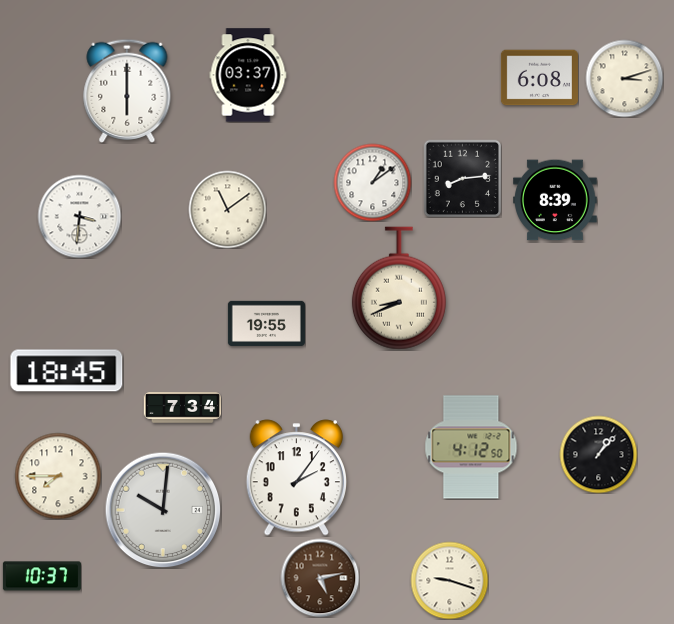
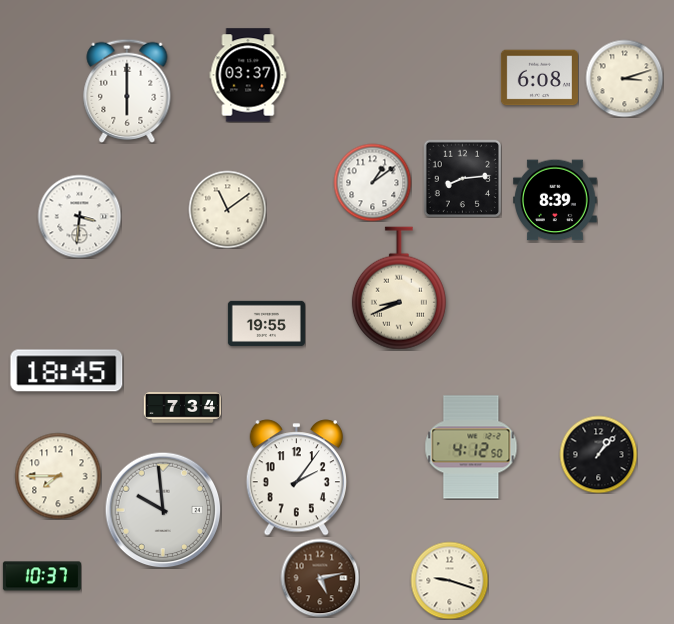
clock at (163, 510): 10:01 -> 9:59
